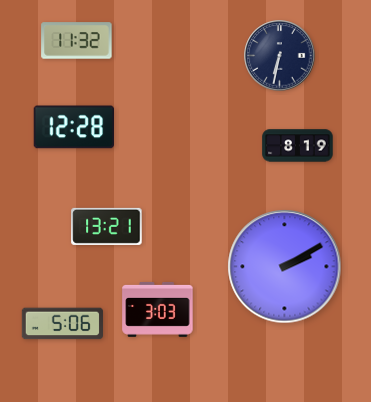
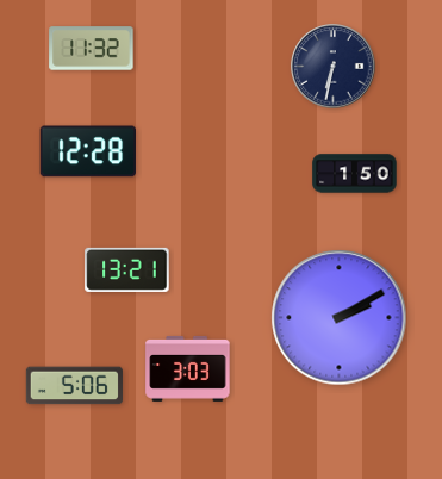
clock at (298, 146): 8:19 -> 1:50
